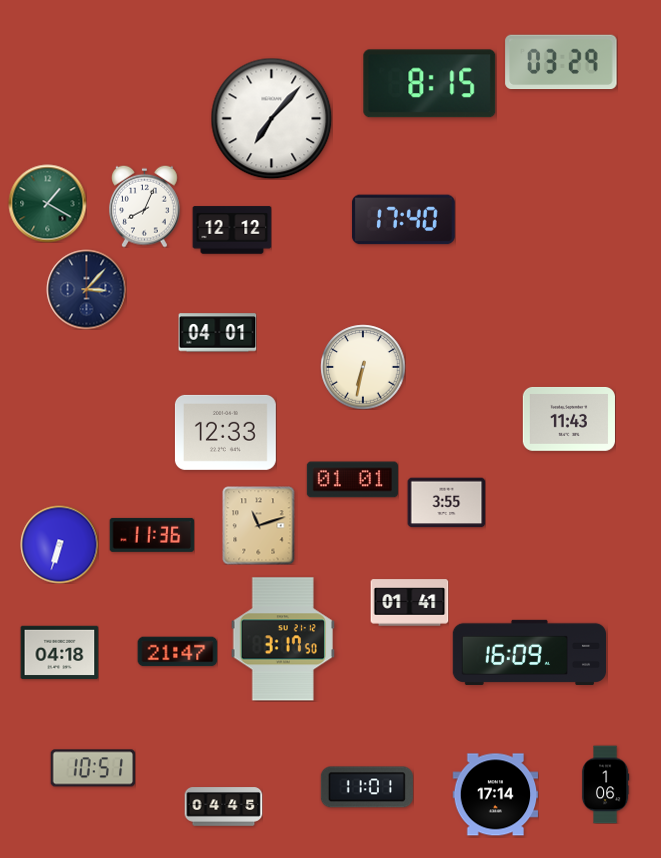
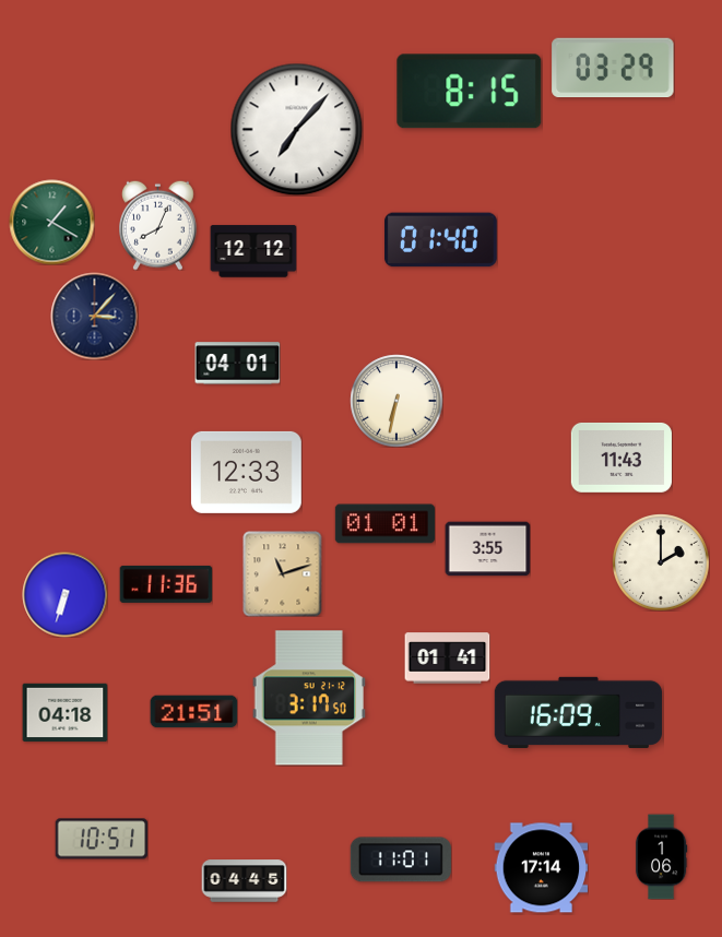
clock at (403, 220): 17:40 -> 01:40
clock at (661, 562): none -> 2:00
clock at (177, 652): 21:47 -> 21:51
